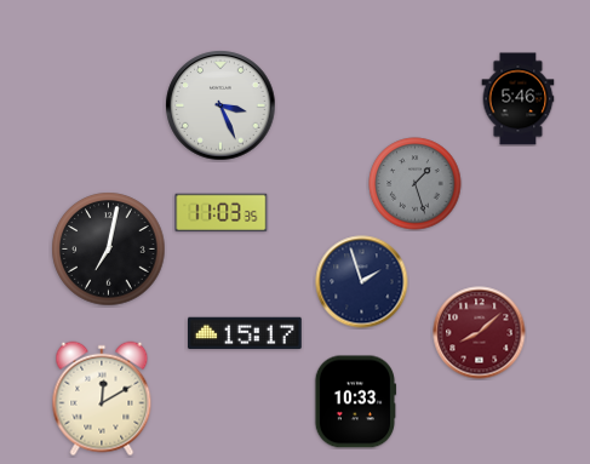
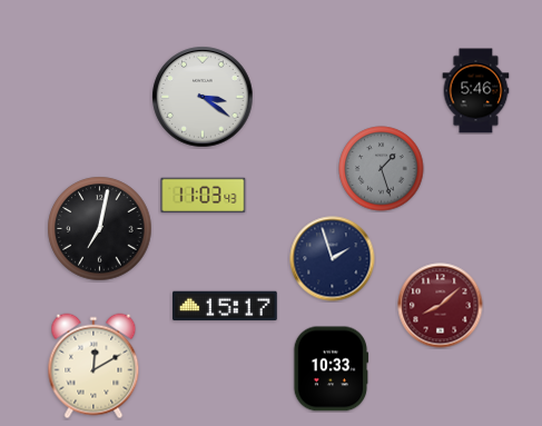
clock at (220, 105): 3:26 -> 3:21
clock at (222, 213): 11:03:35 -> 11:03:43
clock at (355, 402) position: (355, 402) -> (331, 369)
